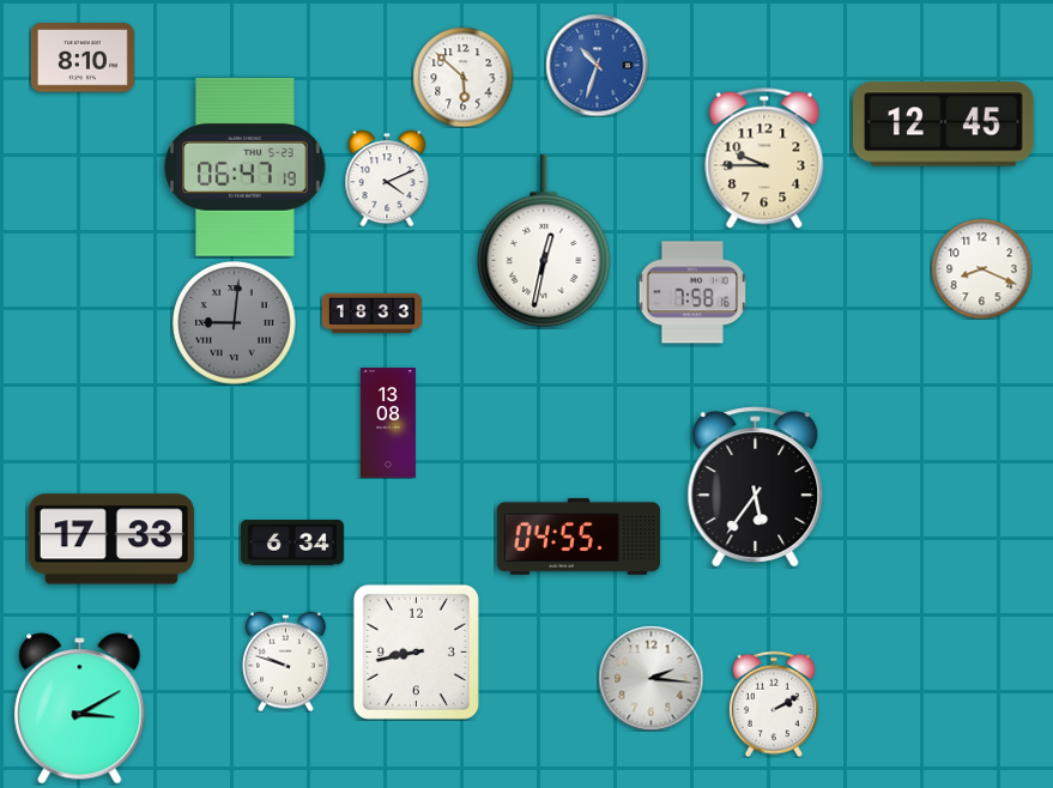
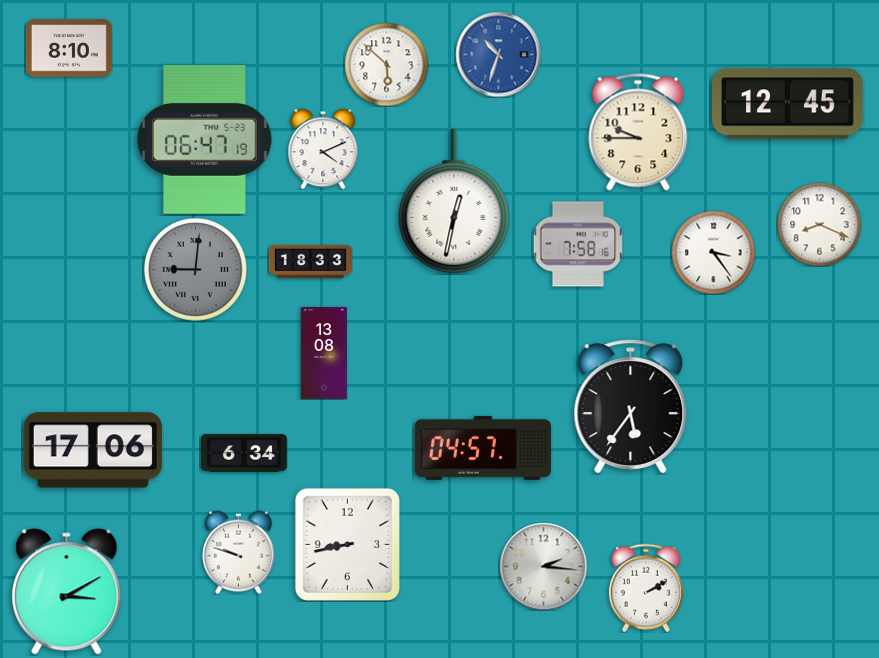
clock at (713, 252): none -> 3:24
clock at (579, 537): 04:55 -> 04:57
clock at (111, 539): 17:33 -> 17:06
